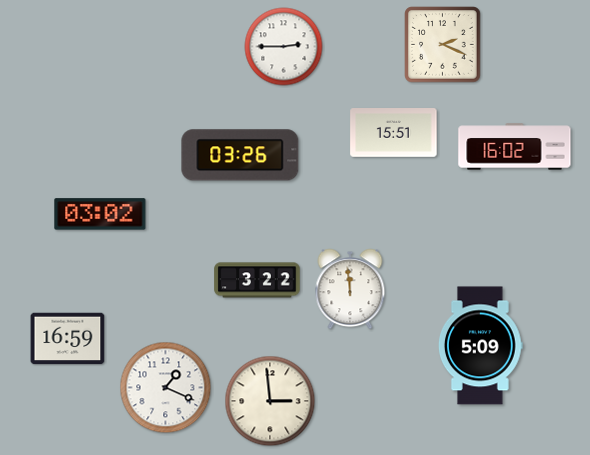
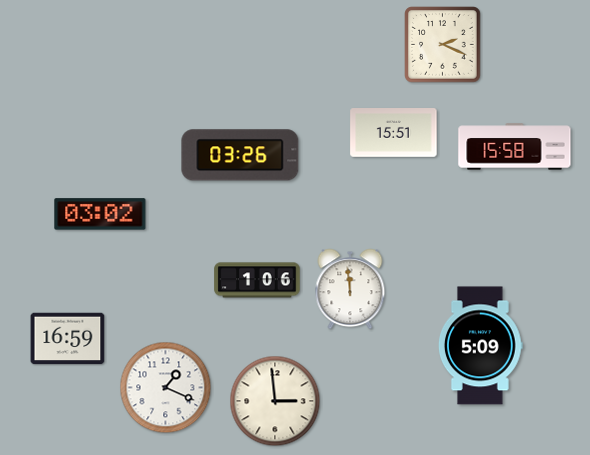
clock at (284, 47): 2:45 -> none
clock at (515, 147): 16:02 -> 15:58
clock at (257, 280): 3:22 -> 1:06
clock at (270, 401) position: (270, 401) -> (275, 401)
